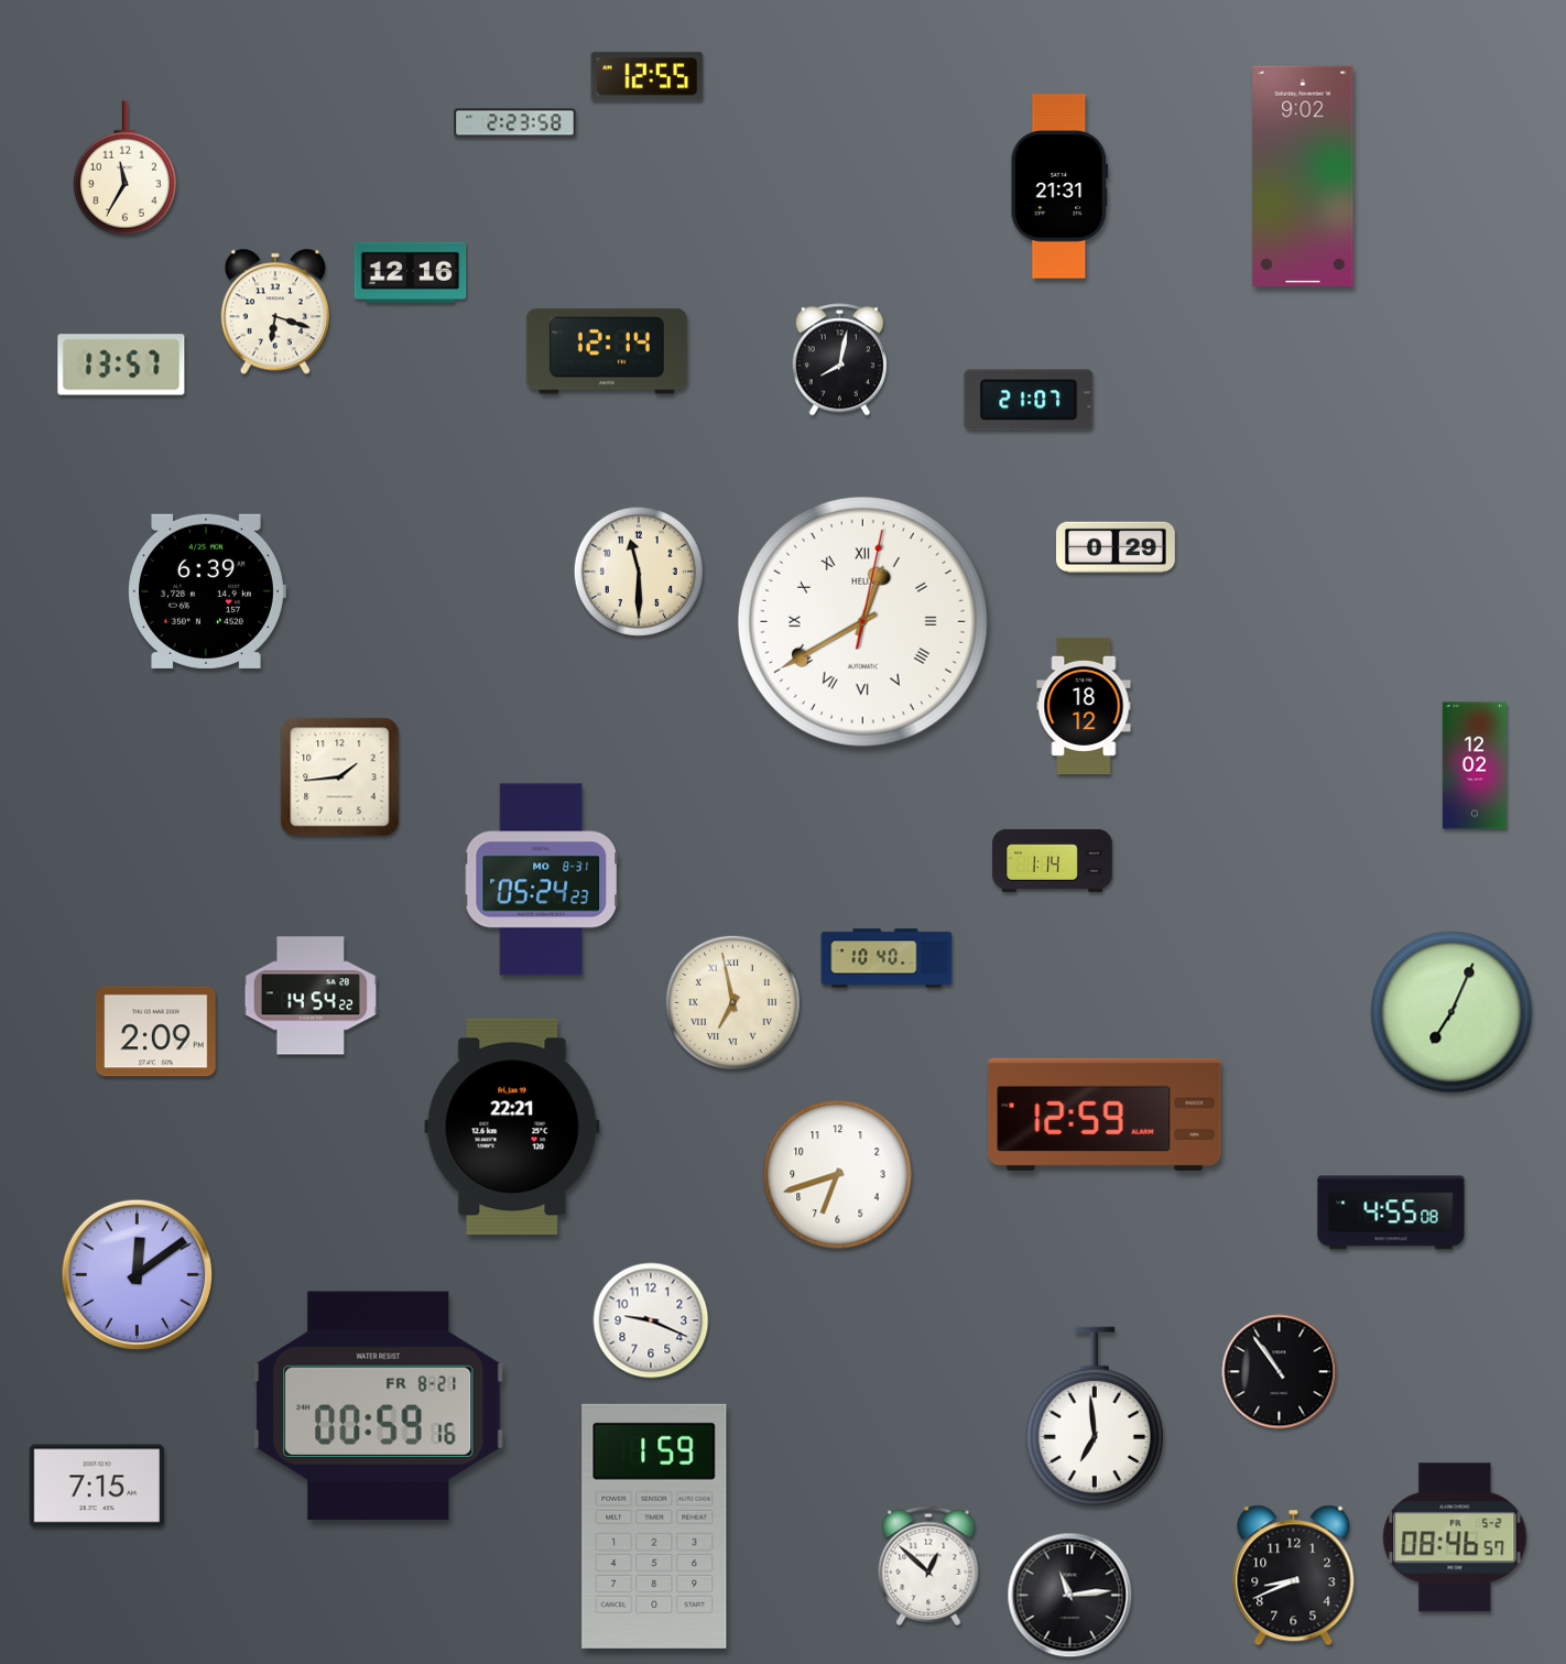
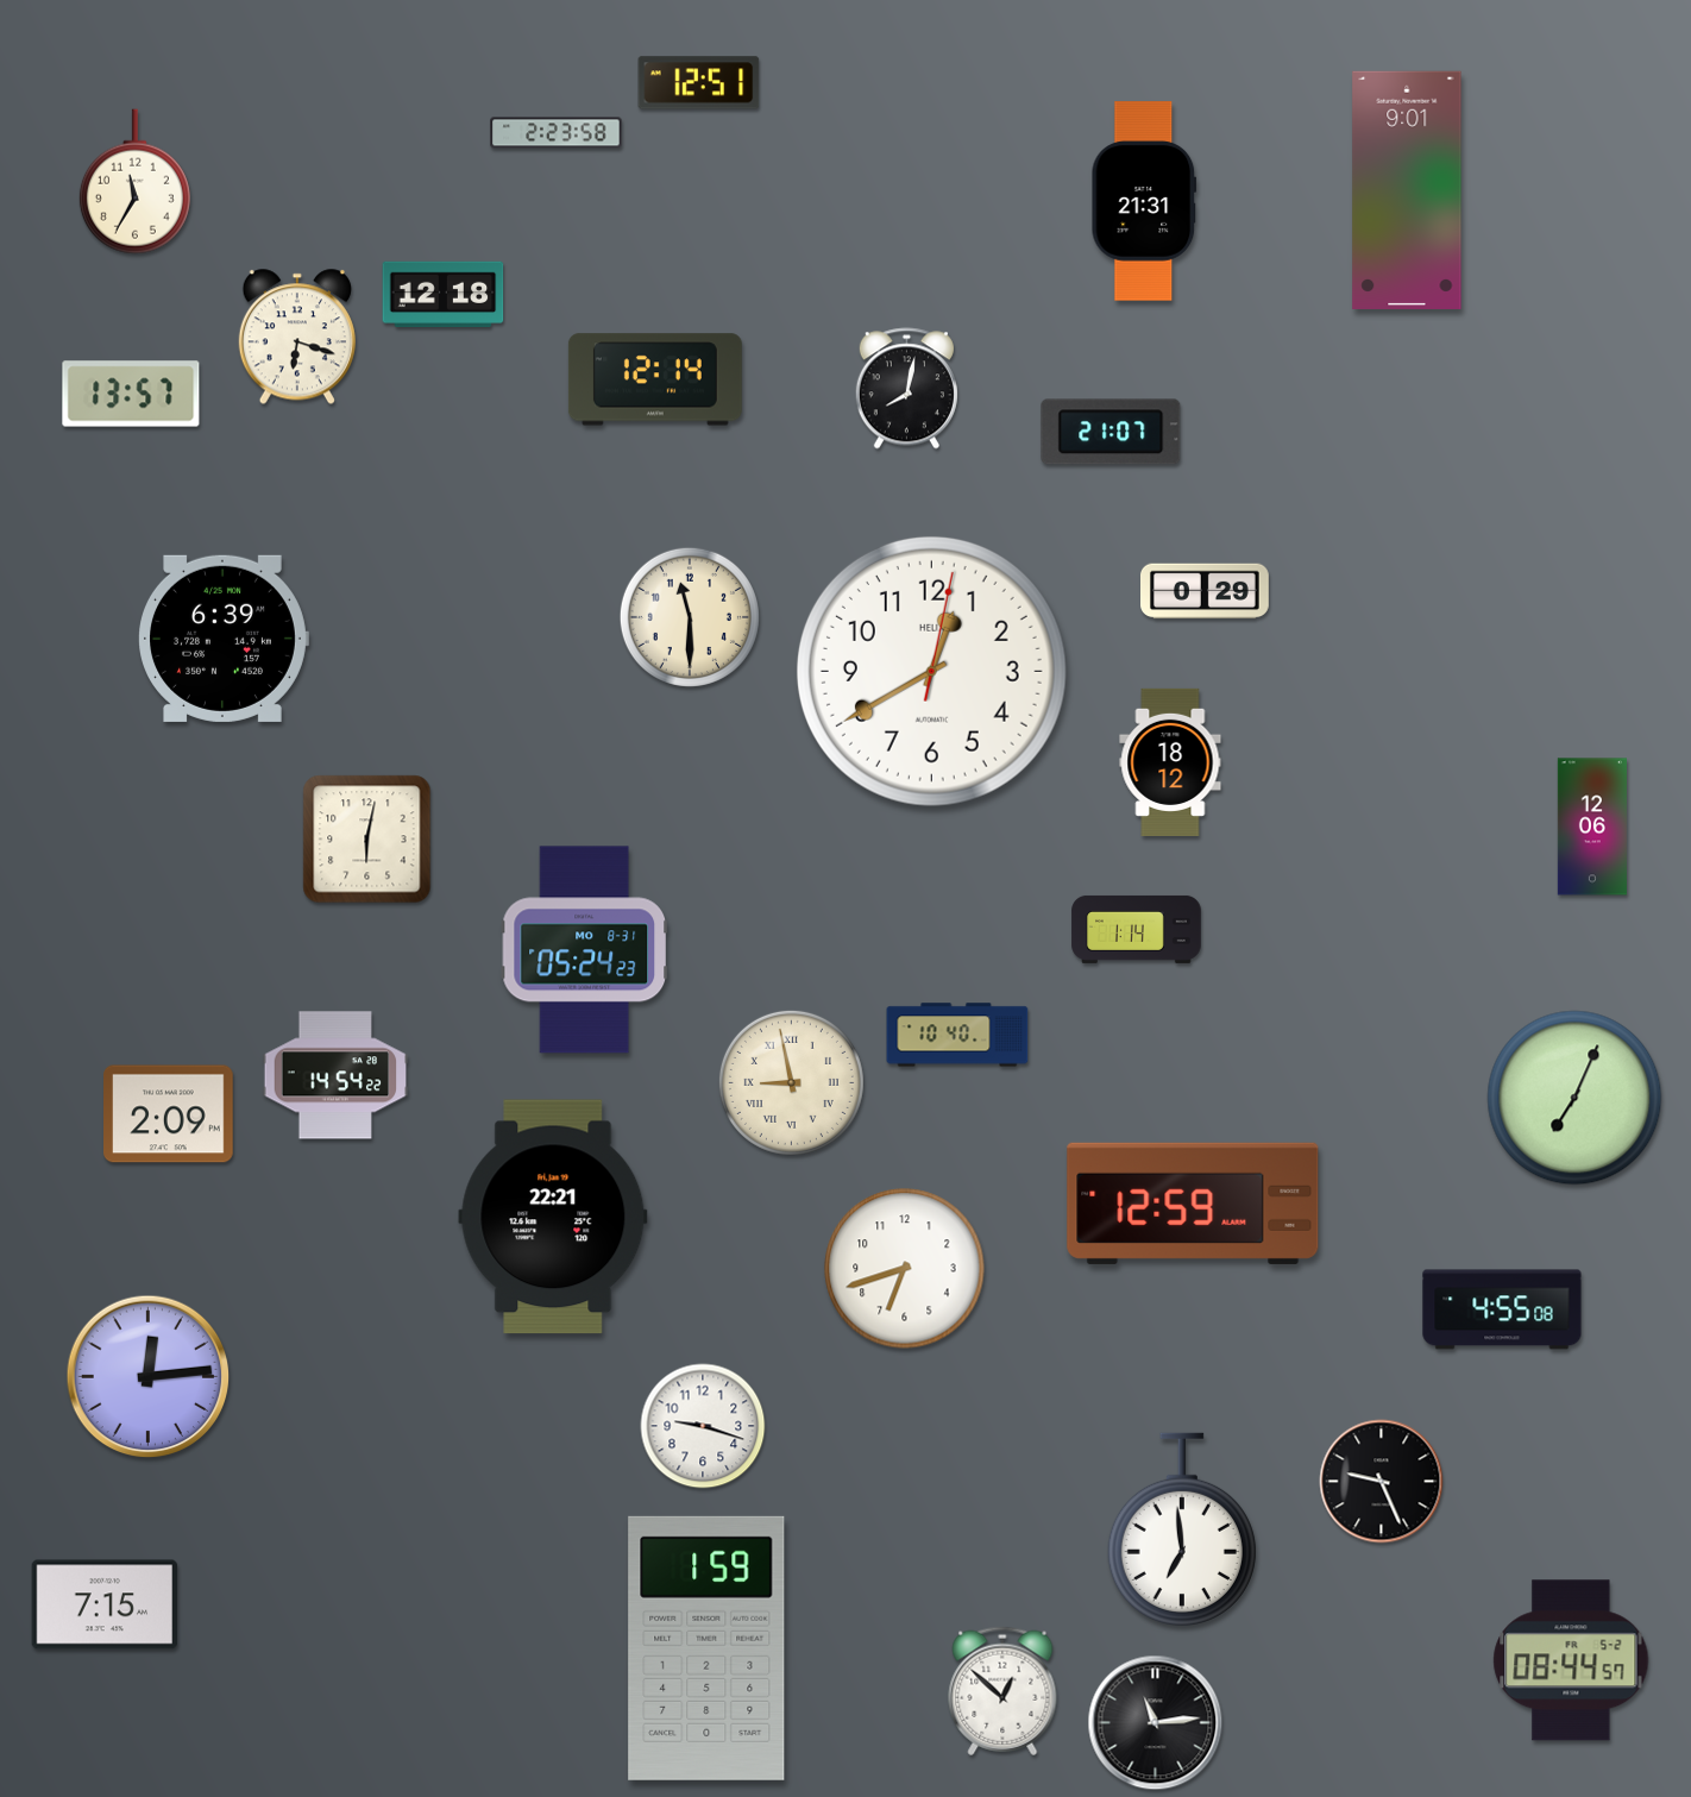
clock at (648, 77): 12:55 -> 12:51
clock at (1303, 176): 9:02 -> 9:01
clock at (411, 273): 12:16 -> 12:18
clock at (862, 621) numerals: Roman -> Arabic
clock at (1475, 765): 12:02 -> 12:06
clock at (340, 777): 1:44 -> 6:02
clock at (732, 1002): 6:58 -> 8:58
clock at (1451, 1012) position: (1451, 1012) -> (1574, 1098)
clock at (138, 1275): 12:09 -> 12:14
clock at (651, 1320): 9:19 -> 9:18
clock at (1280, 1372): 10:54 -> 9:26
clock at (379, 1405): 00:59 -> none
clock at (1455, 1537): 08:46 -> 08:44
clock at (1294, 1576): 8:41 -> none
